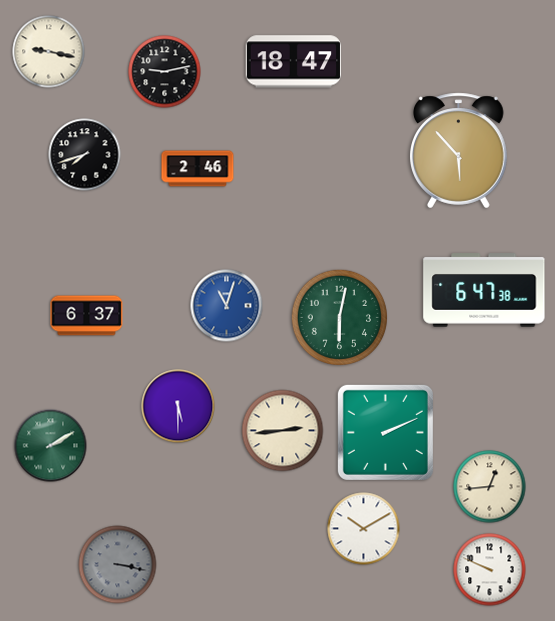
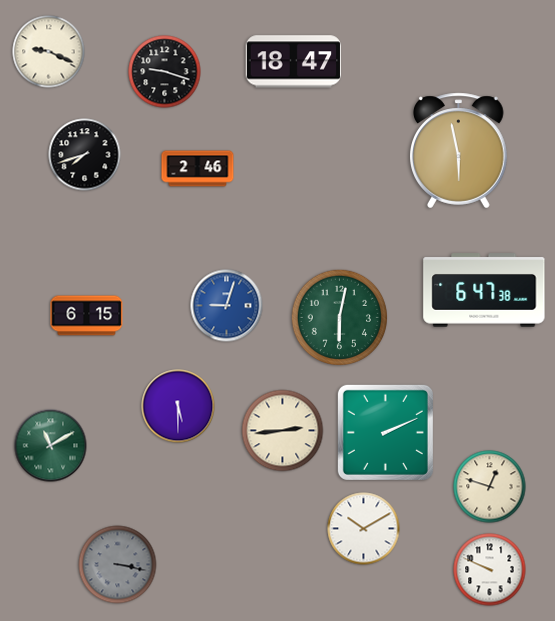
clock at (49, 52): 9:17 -> 9:19
clock at (165, 72): 9:13 -> 9:18
clock at (459, 151): 5:53 -> 5:58
clock at (227, 306): 11:03 -> 9:03
clock at (87, 316): 6:37 -> 6:15
clock at (51, 446): 2:10 -> 11:10
clock at (490, 487): 12:44 -> 12:48
